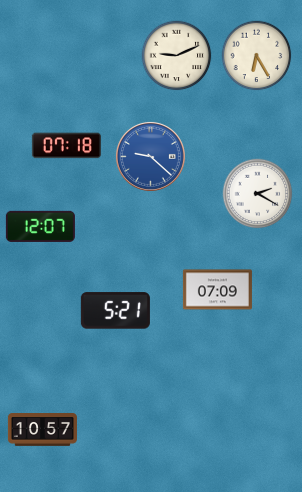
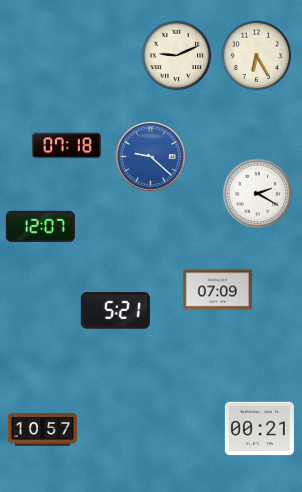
clock at (259, 429): none -> 00:21
